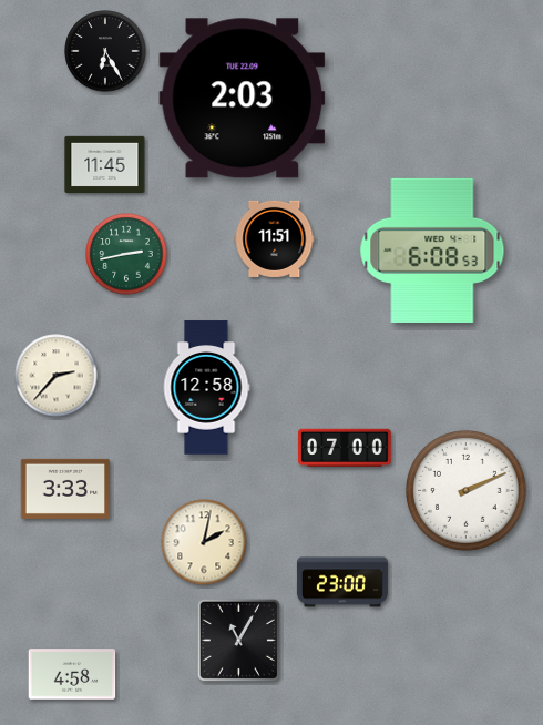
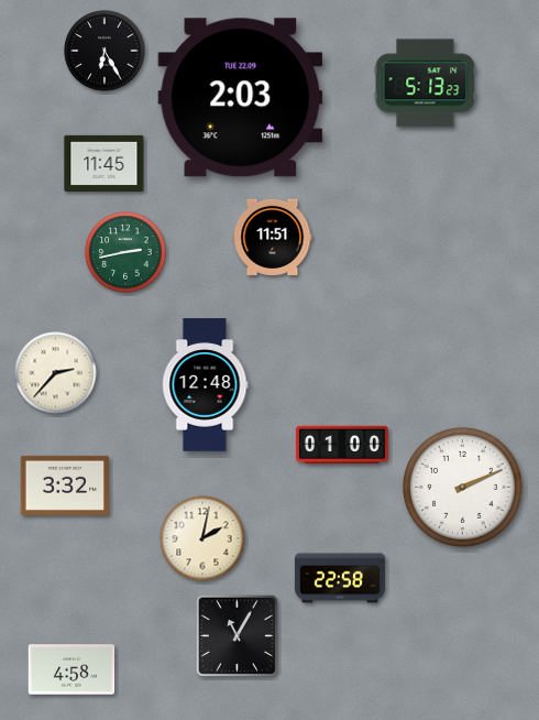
clock at (426, 84): none -> 5:13
clock at (432, 251): 6:08 -> none
clock at (206, 388): 12:58 -> 12:48
clock at (346, 448): 07:00 -> 01:00
clock at (64, 489): 3:33 -> 3:32
clock at (342, 582): 23:00 -> 22:58
